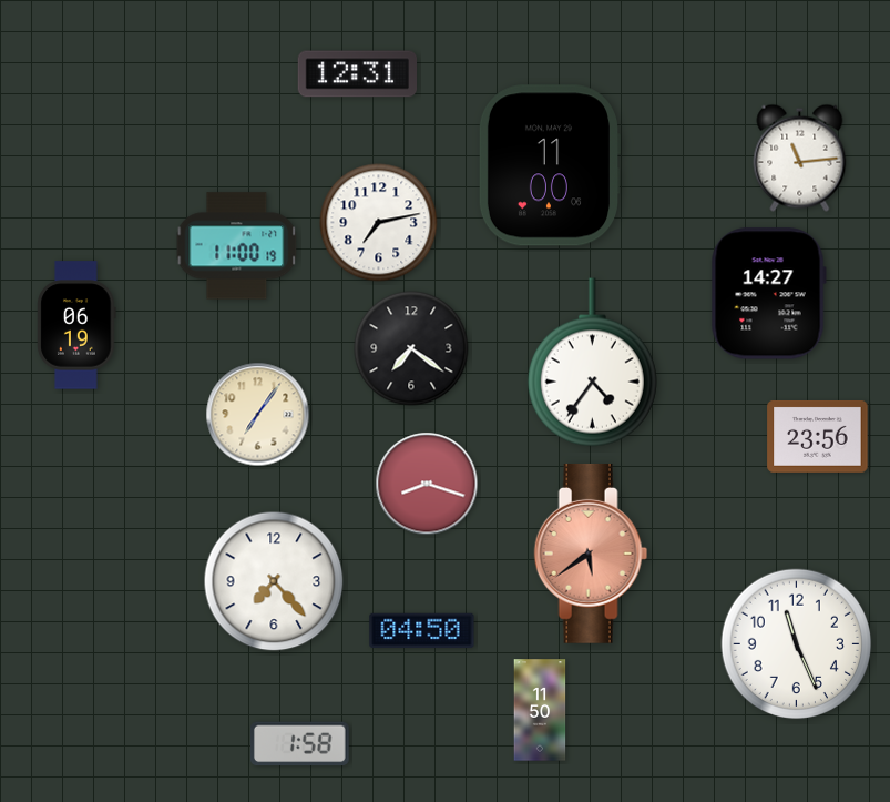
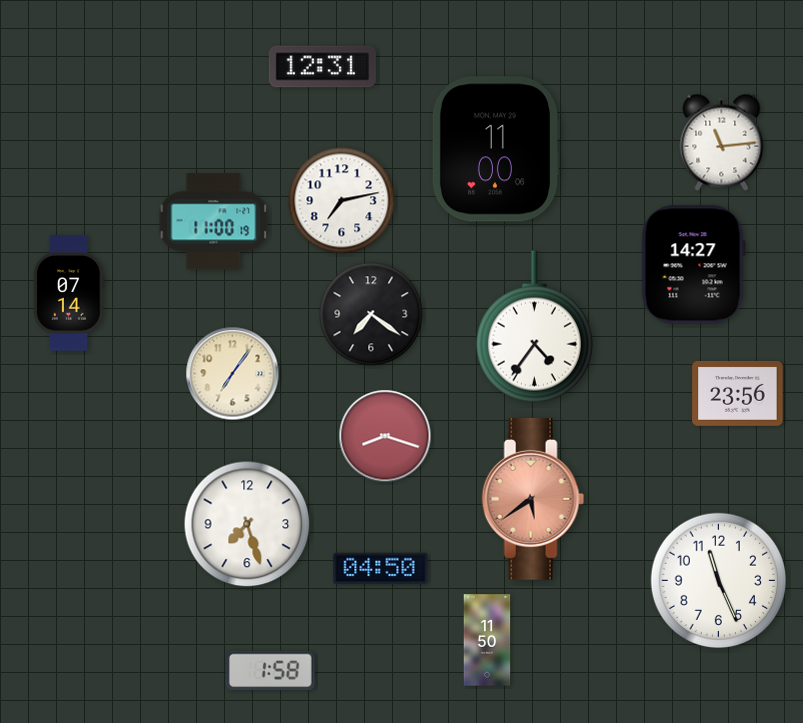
clock at (76, 325): 06:19 -> 07:14
clock at (274, 581): 7:23 -> 7:27
